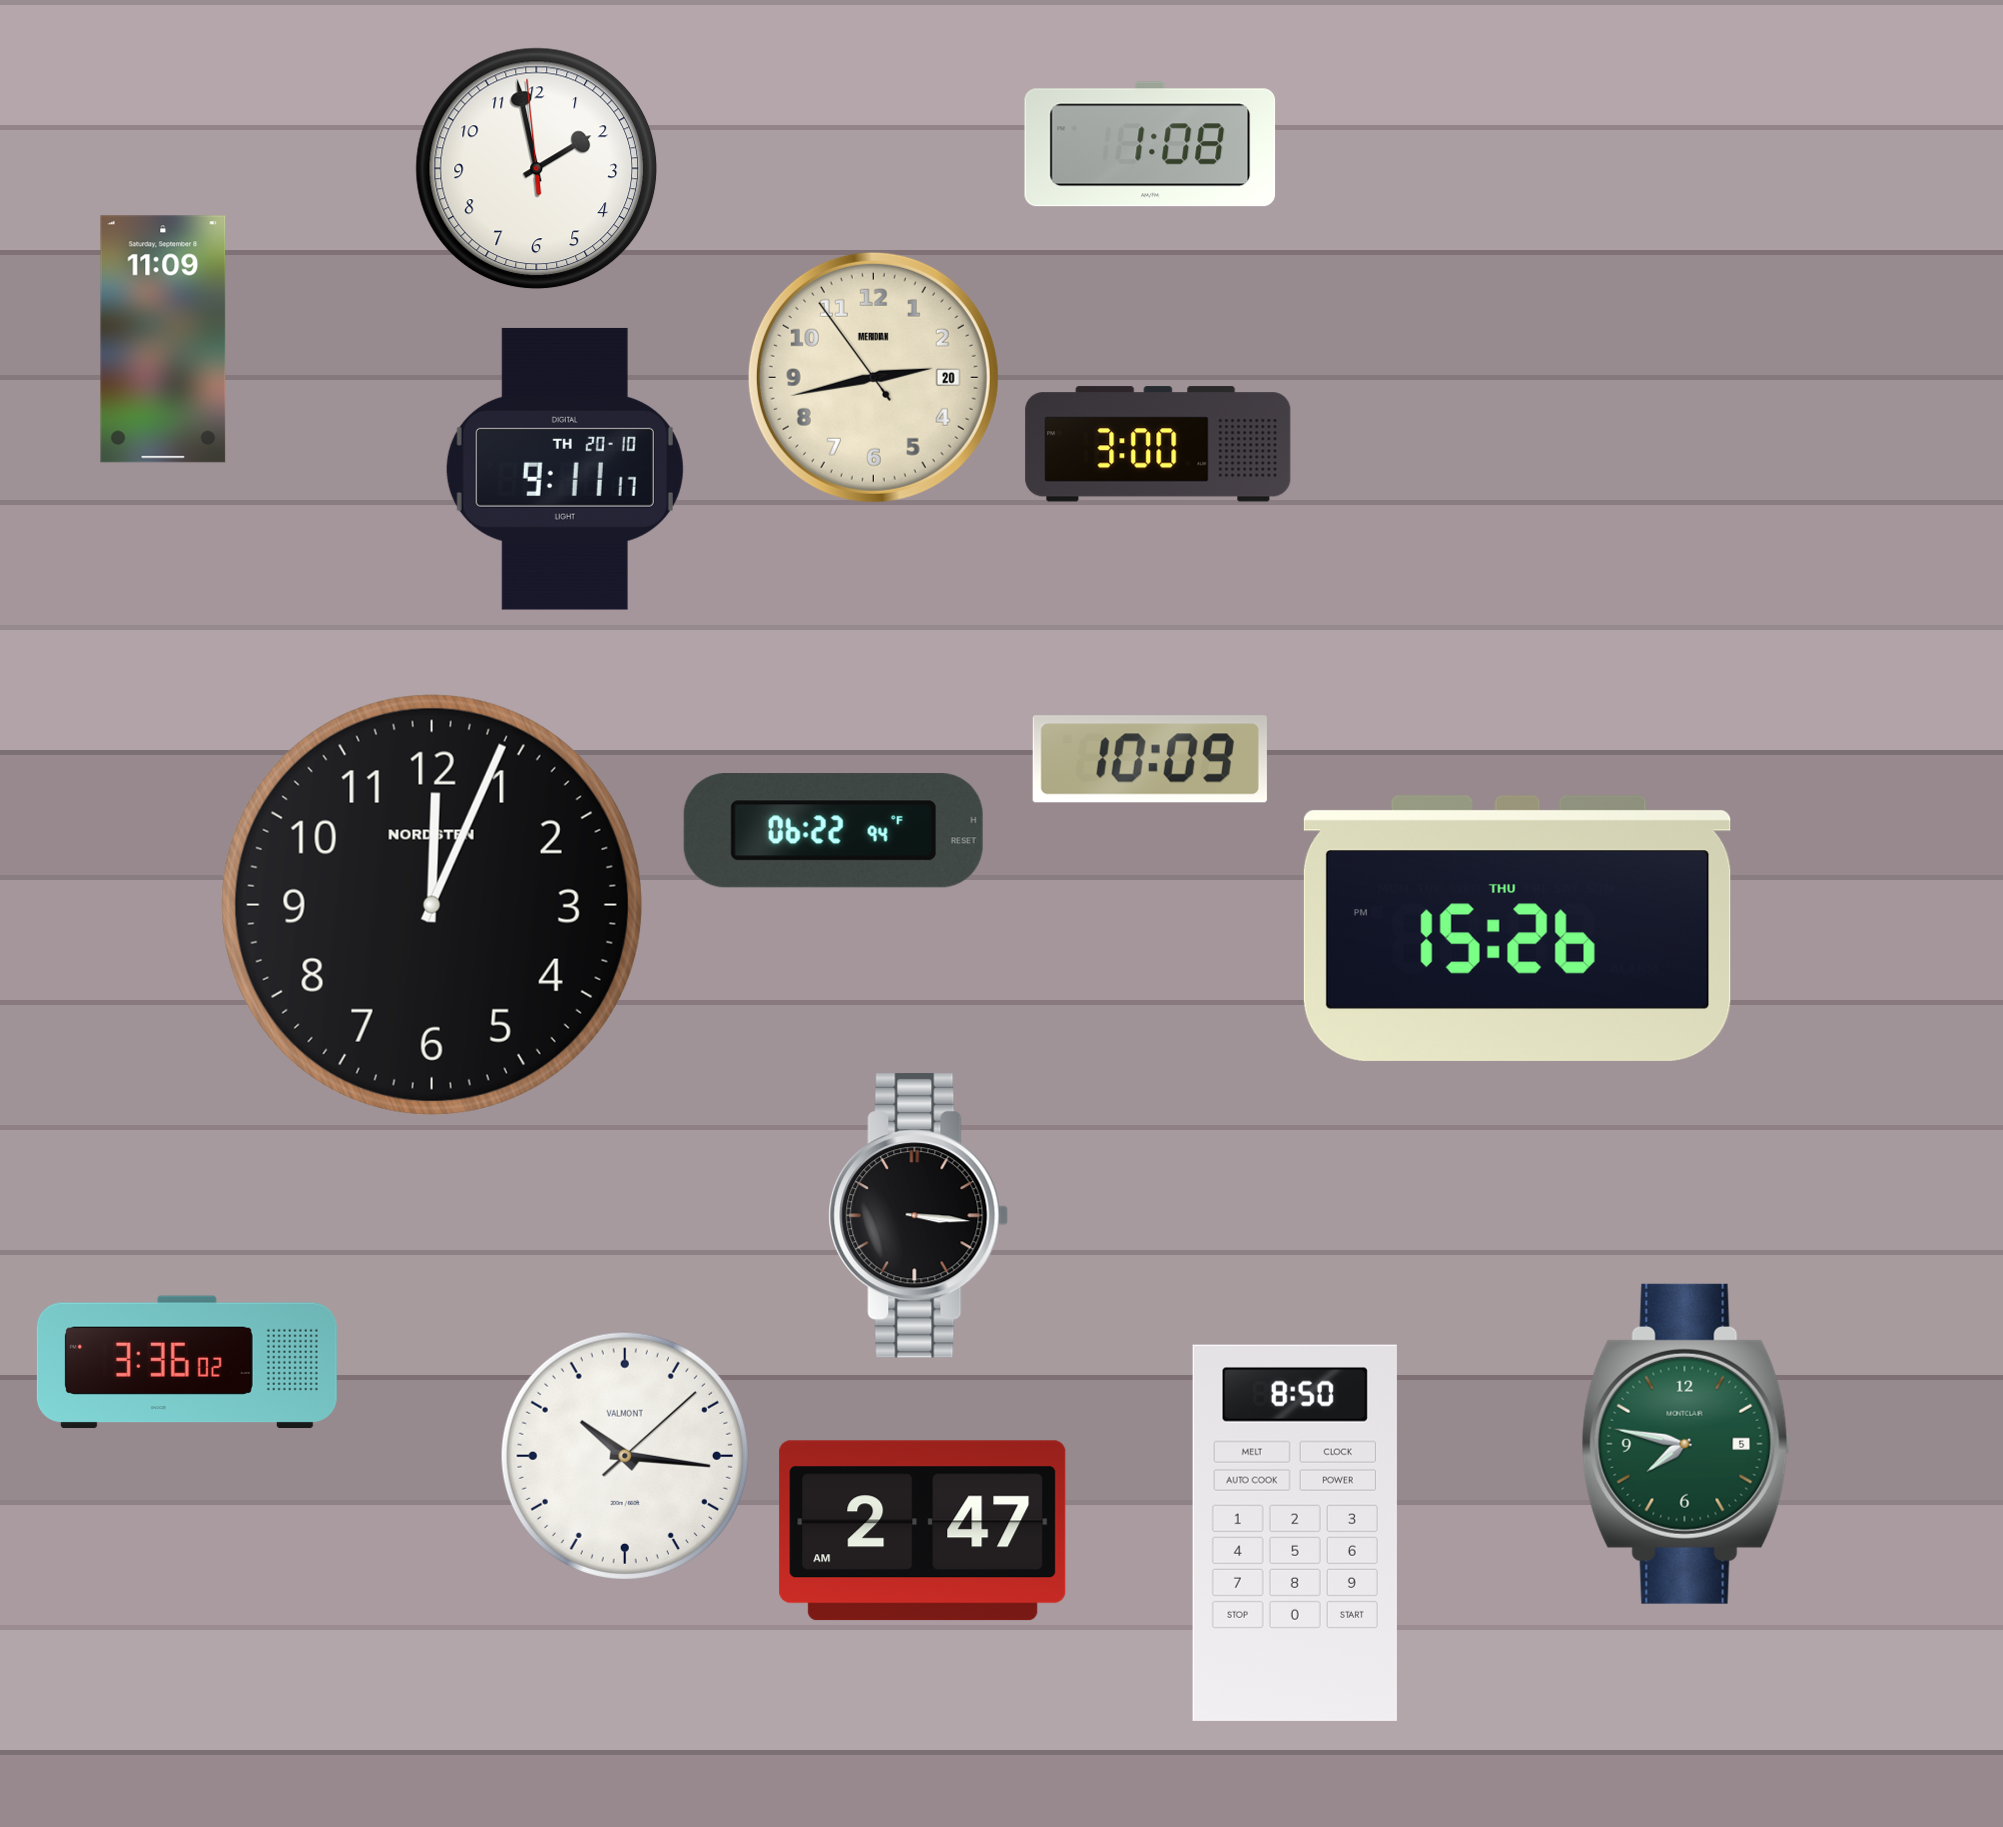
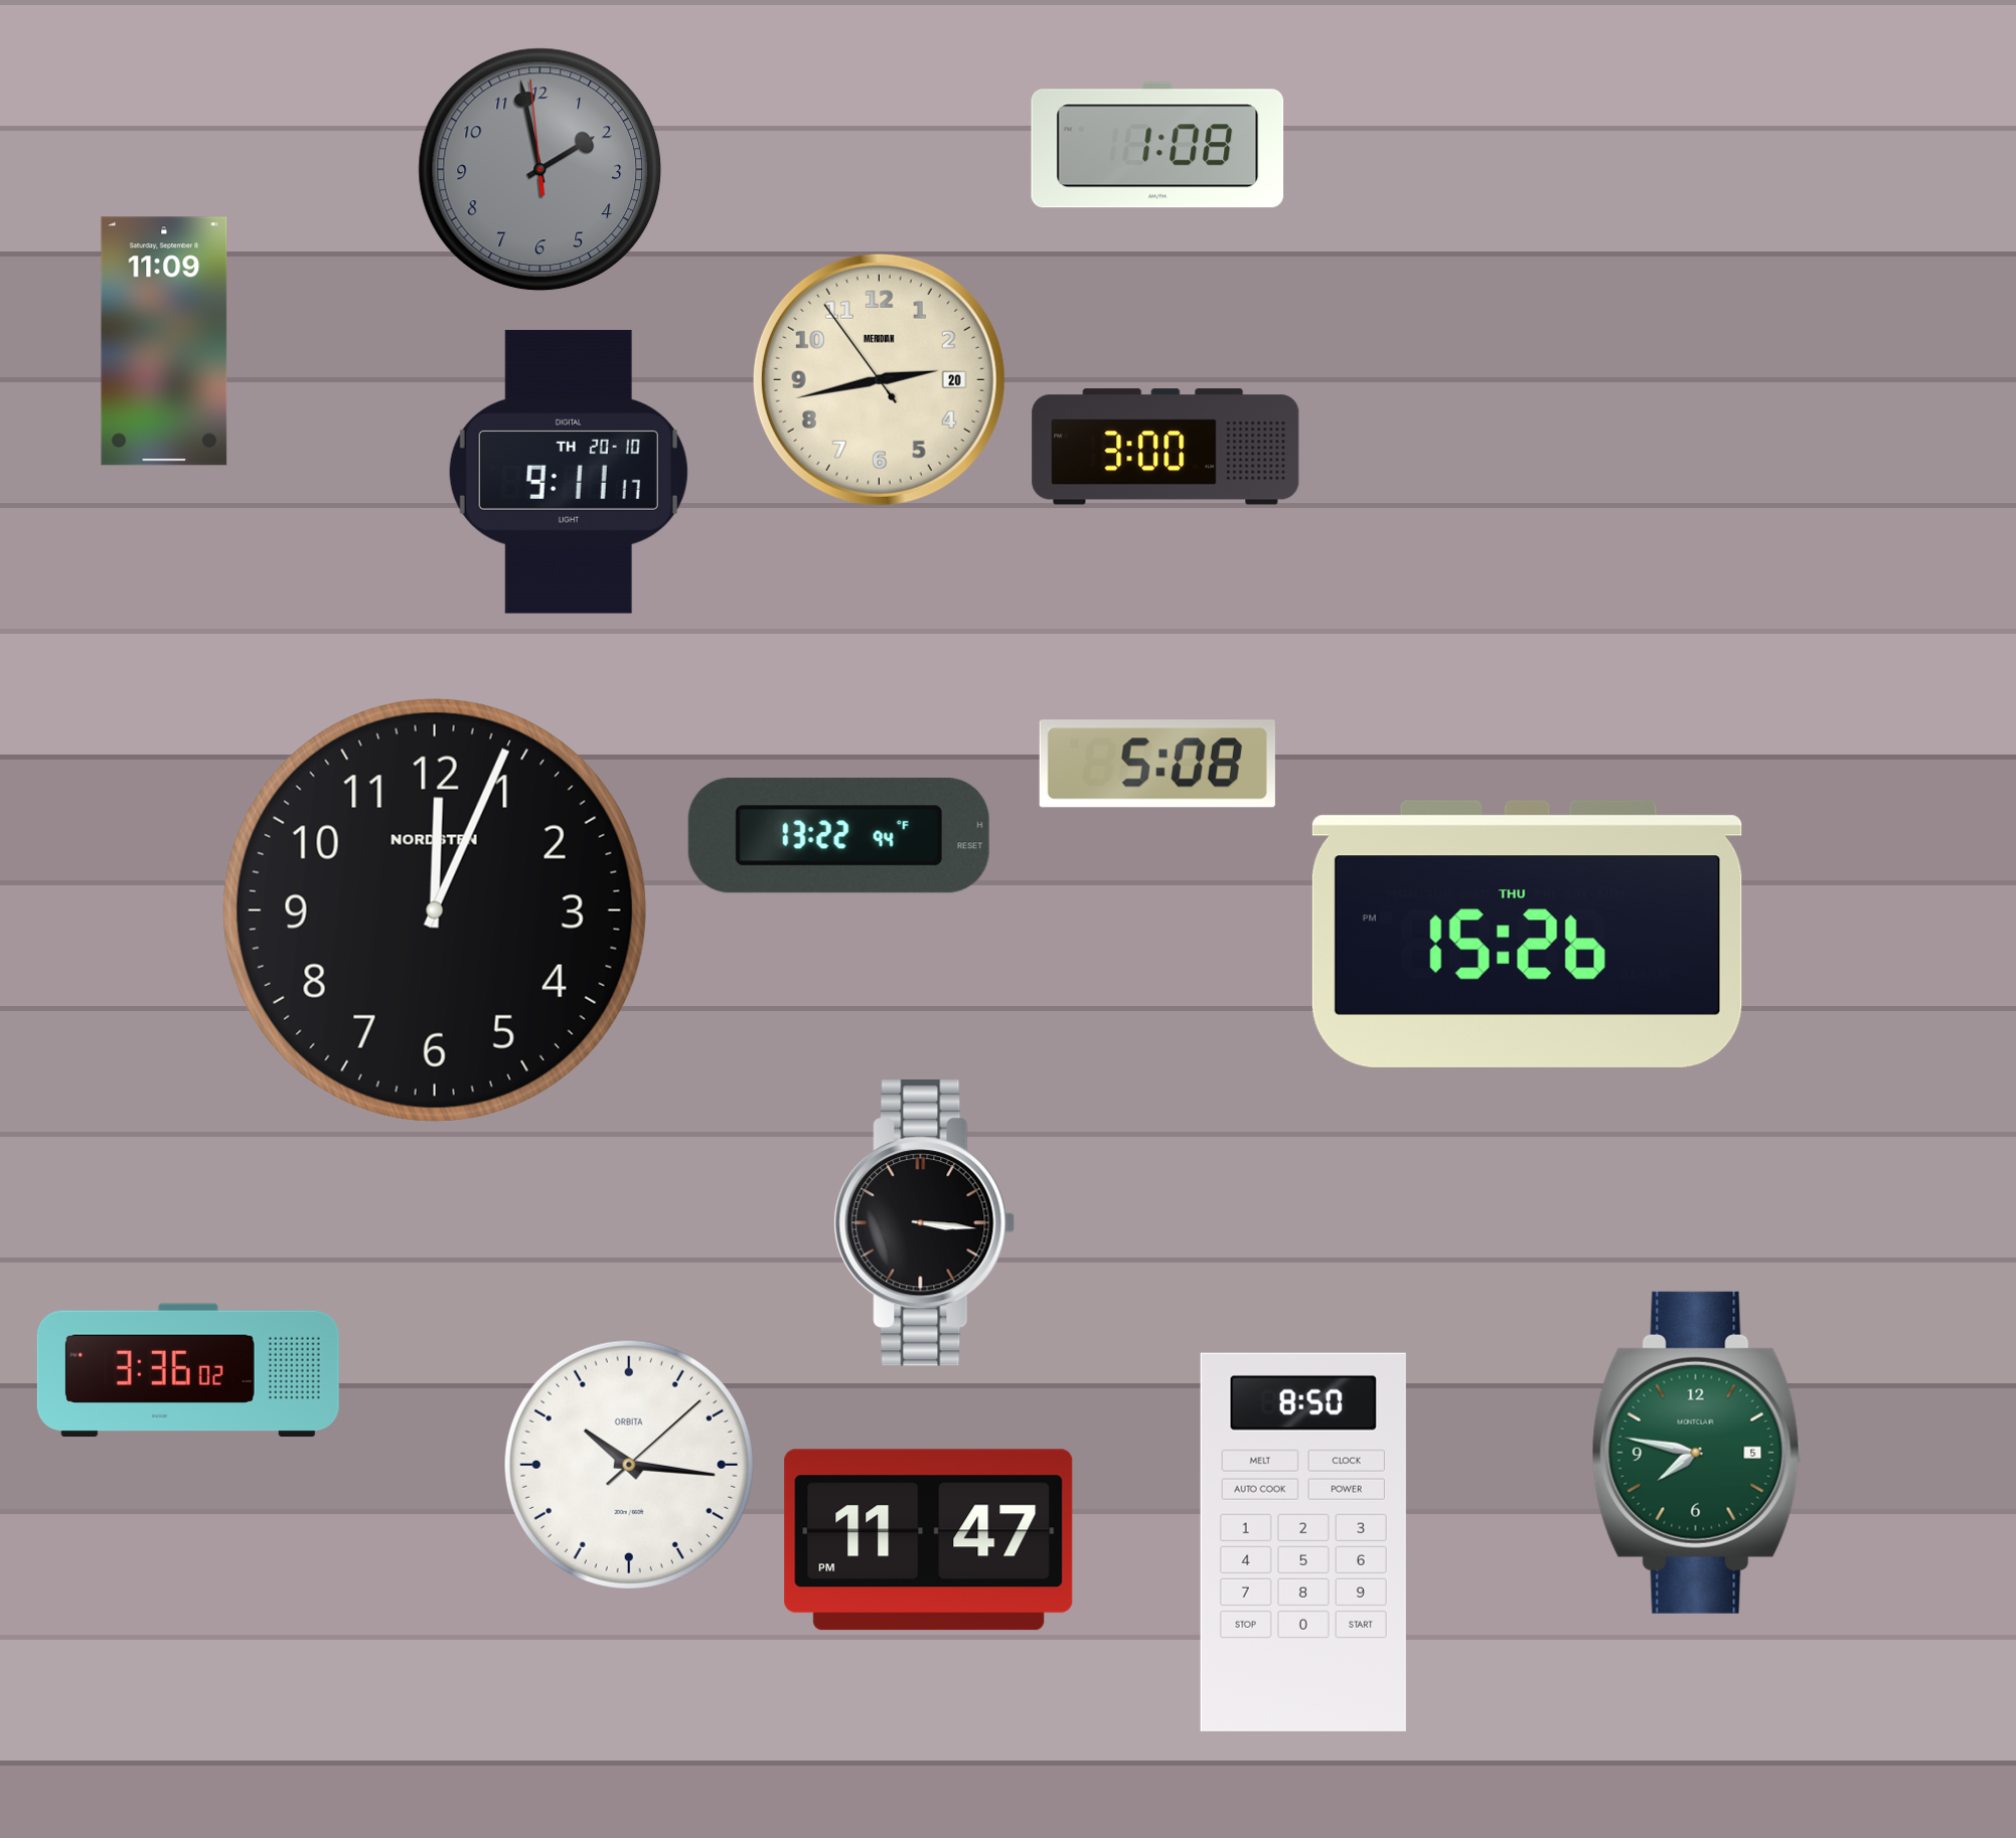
clock at (537, 169) dial: white -> grey
clock at (1150, 759): 10:09 -> 5:08
clock at (833, 831): 06:22 -> 13:22
clock at (625, 1456) brand: VALMONT -> ORBITA
clock at (923, 1531): 2:47 -> 11:47
